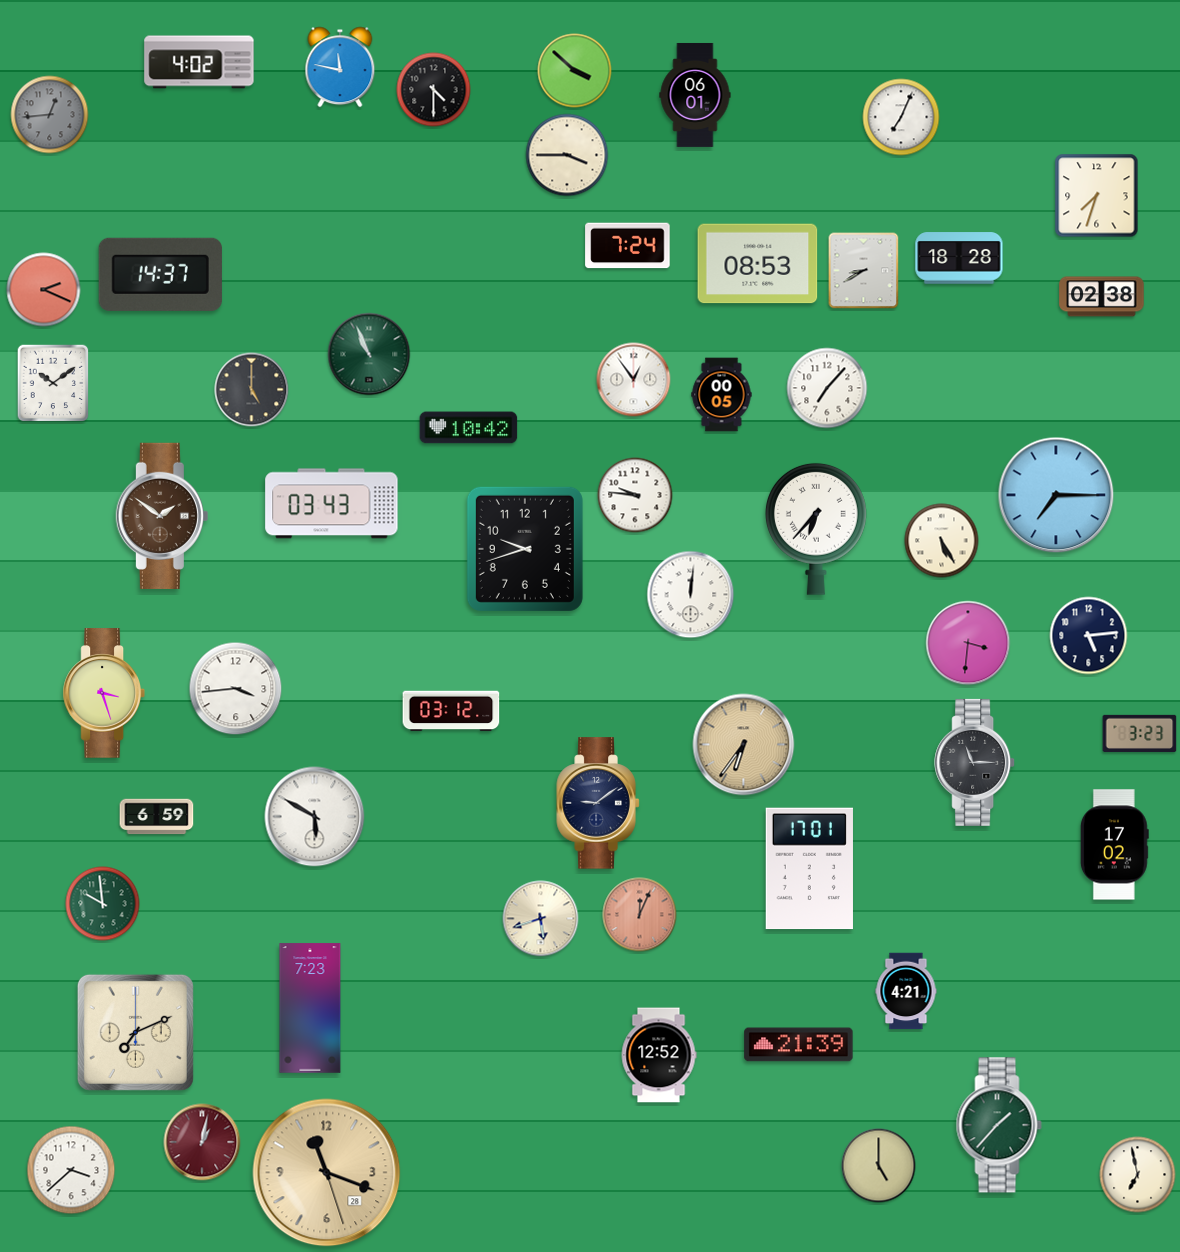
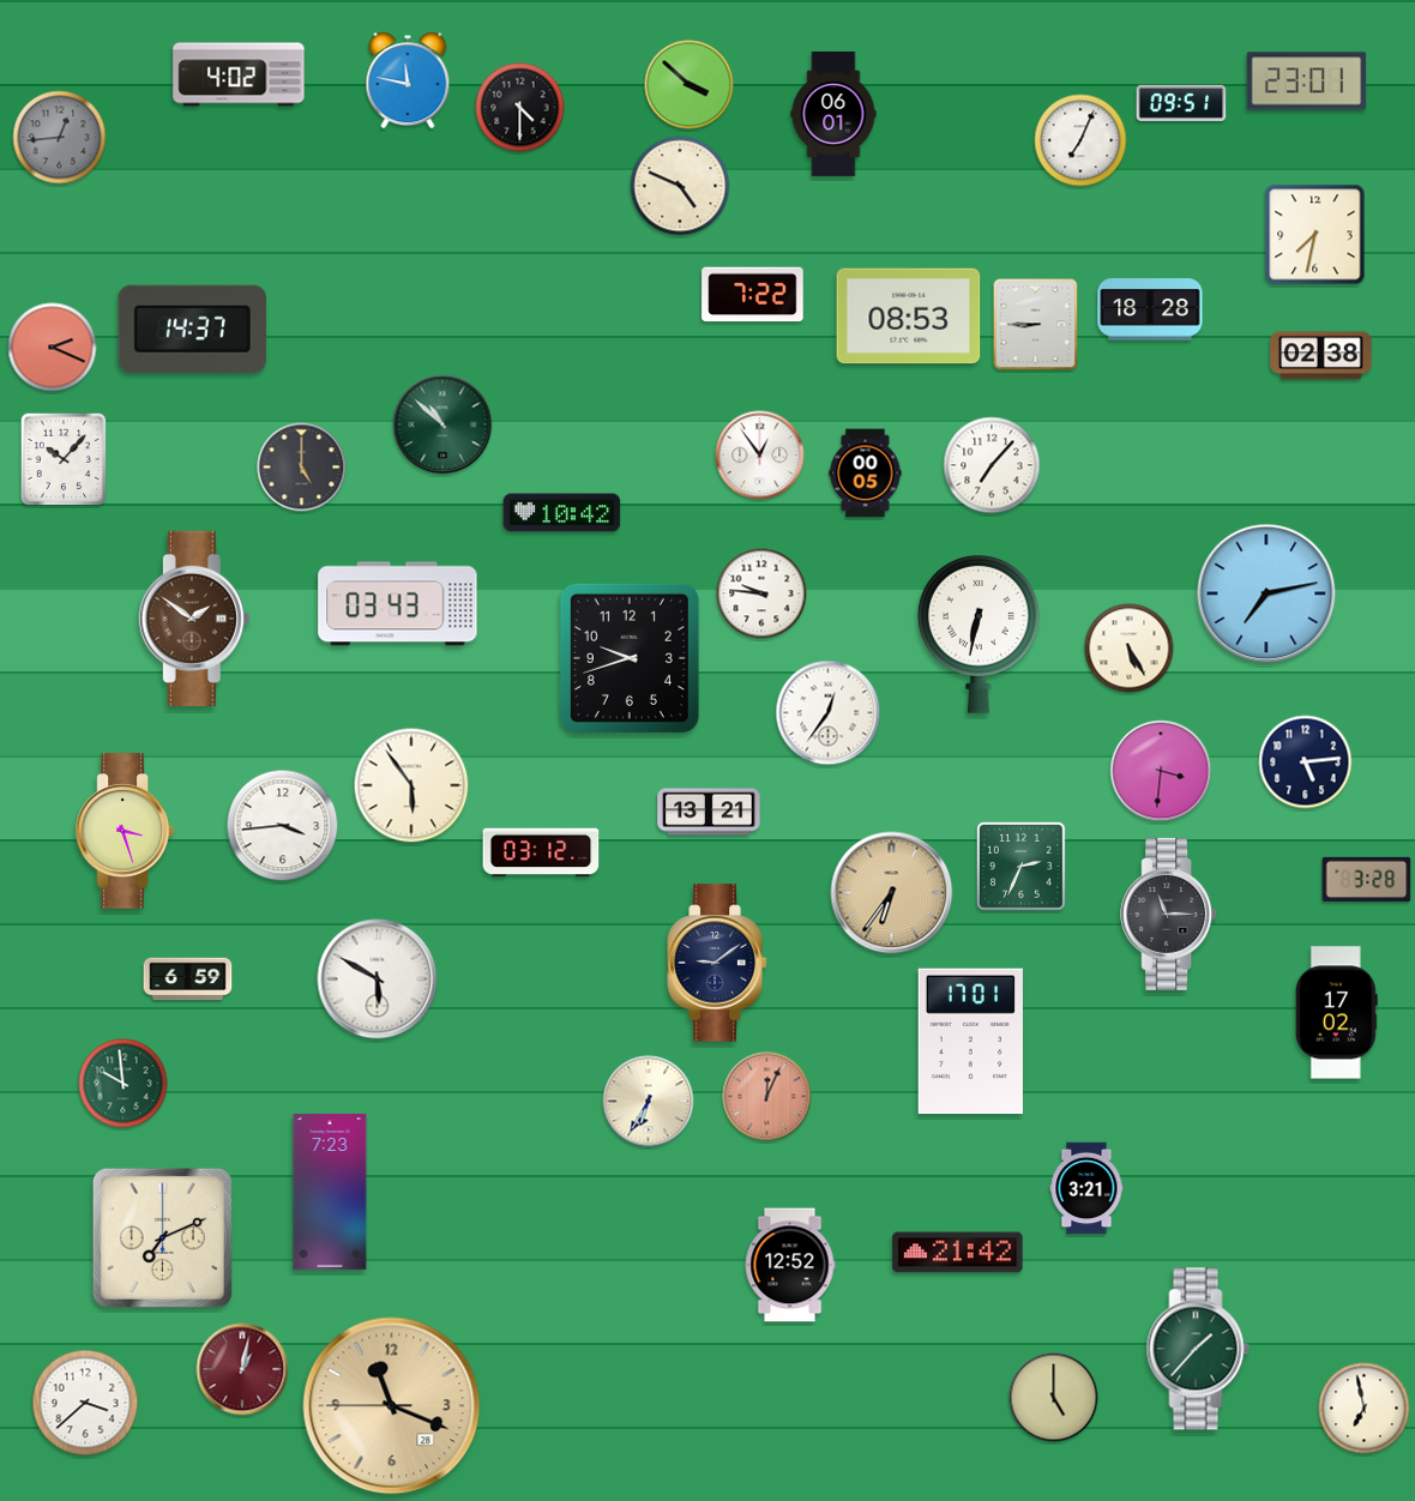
clock at (1307, 82): none -> 23:01
clock at (1181, 103): none -> 09:51
clock at (567, 155): 3:45 -> 4:49
clock at (1097, 196): 7:33 -> 7:32
clock at (628, 246): 7:24 -> 7:22
clock at (864, 271): 8:40 -> 8:45
clock at (369, 354): 10:56 -> 10:52
clock at (53, 383): 10:09 -> 10:07
clock at (1056, 495): 7:15 -> 7:13
clock at (816, 529): 6:37 -> 6:32
clock at (691, 595): 12:01 -> 12:36
clock at (411, 785): none -> 5:54
clock at (709, 812): none -> 13:21
clock at (1022, 867): none -> 2:34
clock at (1140, 733): 3:23 -> 3:28
clock at (541, 919): 5:42 -> 6:35
clock at (906, 991): 4:21 -> 3:21
clock at (310, 1008) position: (310, 1008) -> (330, 1192)
clock at (799, 1045): 21:39 -> 21:42
clock at (327, 1173): 11:18:27 -> 11:18:45
